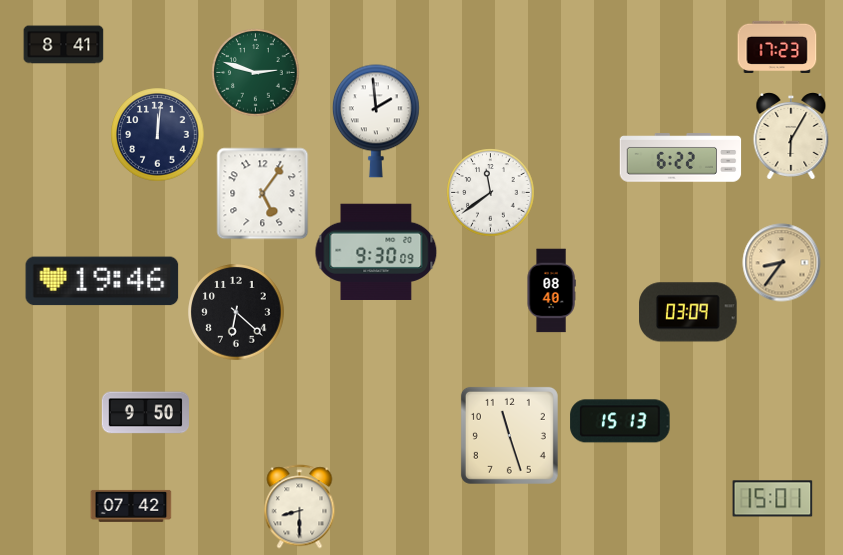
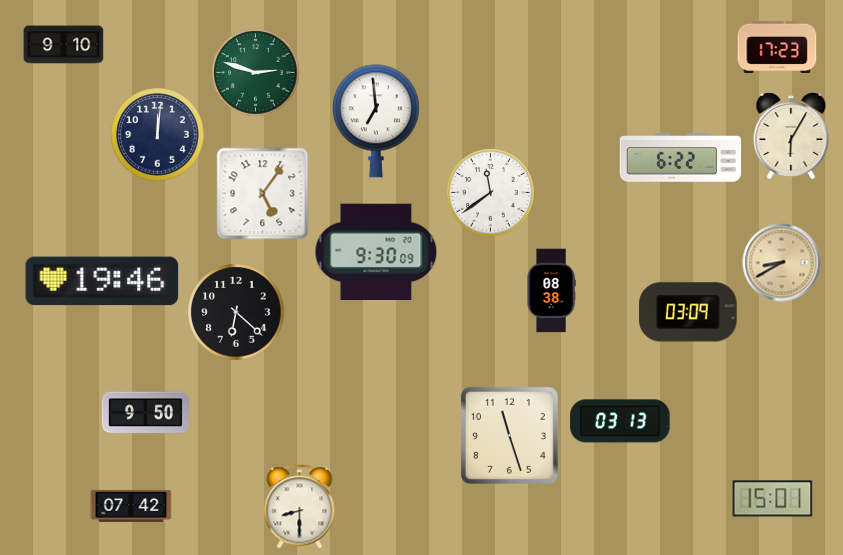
clock at (64, 45): 8:41 -> 9:10
clock at (376, 121): 1:59 -> 6:59
clock at (782, 263): 8:36 -> 8:40
clock at (551, 291): 08:40 -> 08:38
clock at (620, 421): 15:13 -> 03:13
